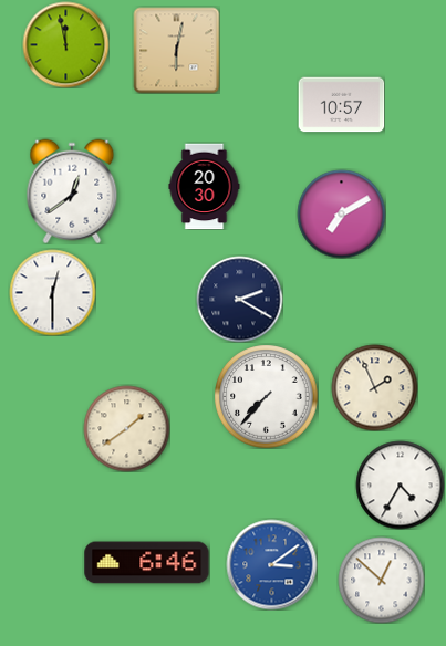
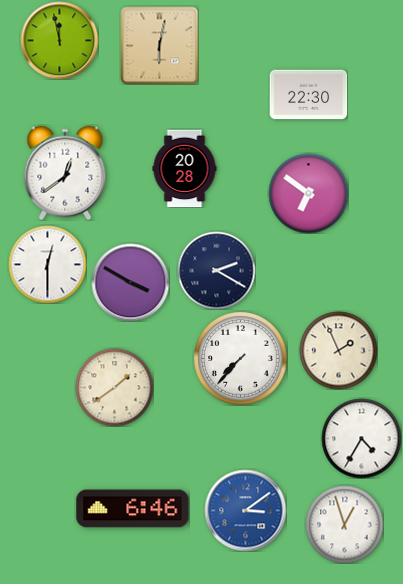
clock at (341, 105): 10:57 -> 22:30
clock at (205, 186): 20:30 -> 20:28
clock at (341, 213): 7:10 -> 6:51
clock at (130, 282): none -> 3:50
clock at (381, 580): 12:52 -> 12:57
